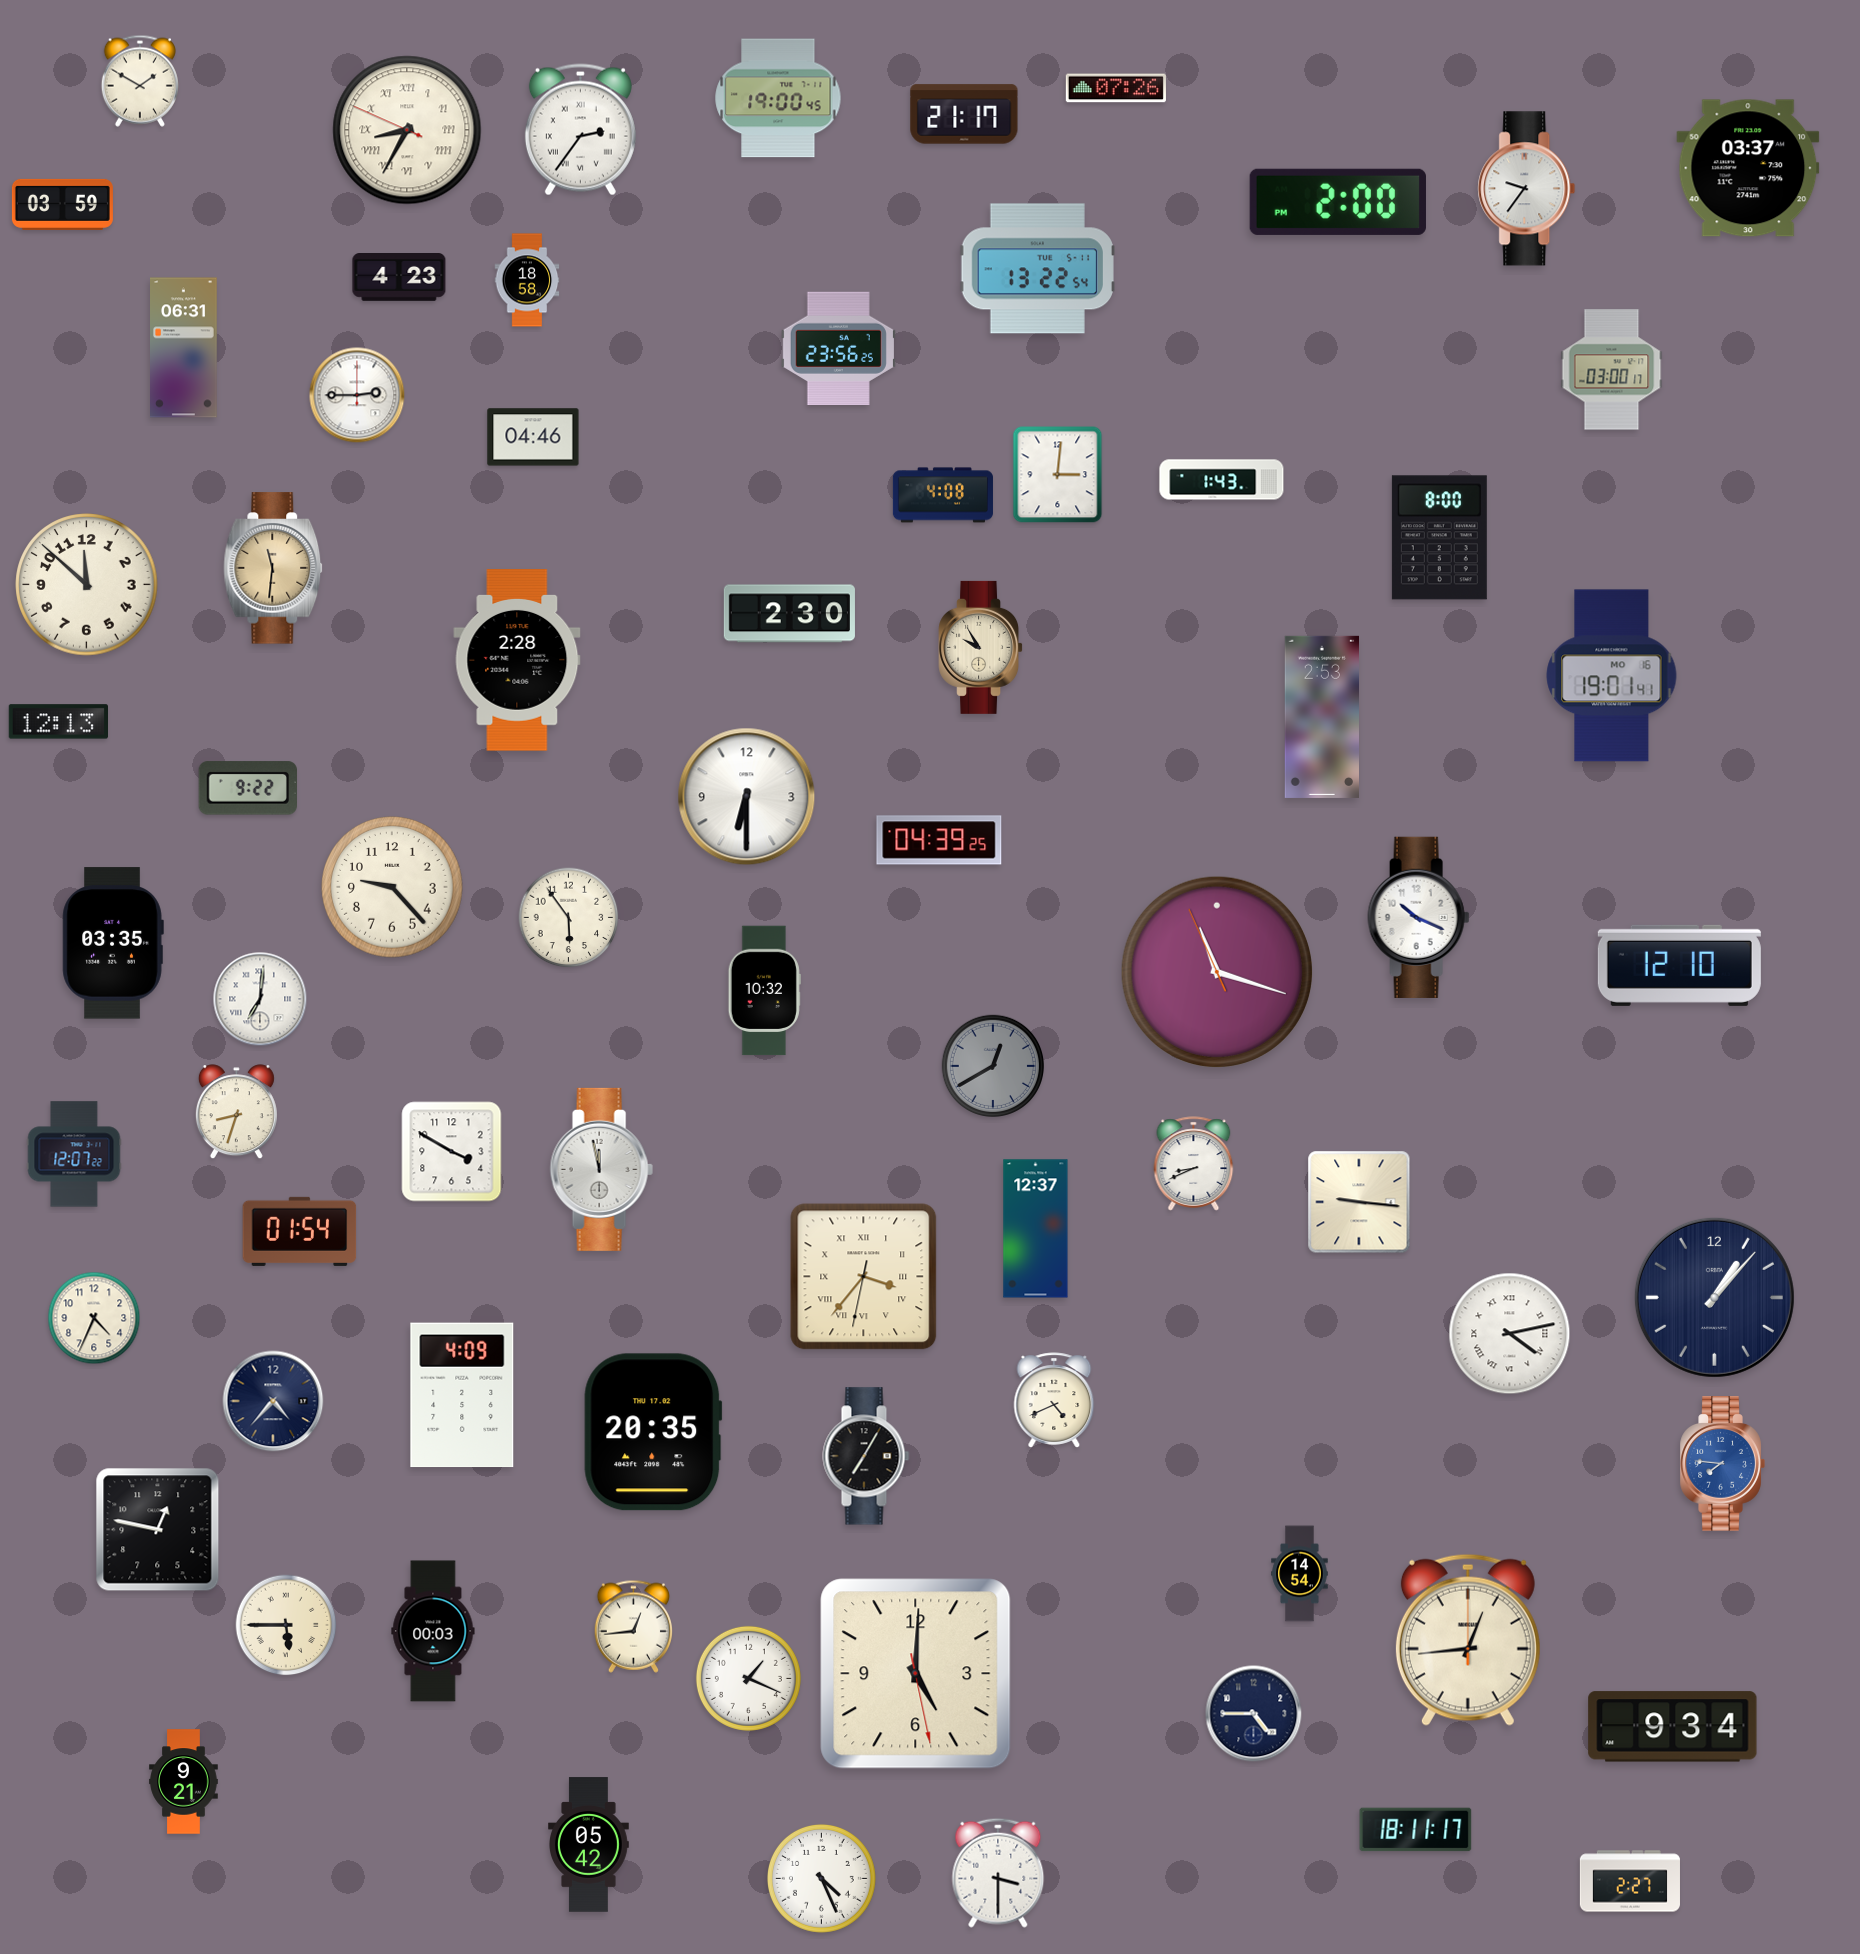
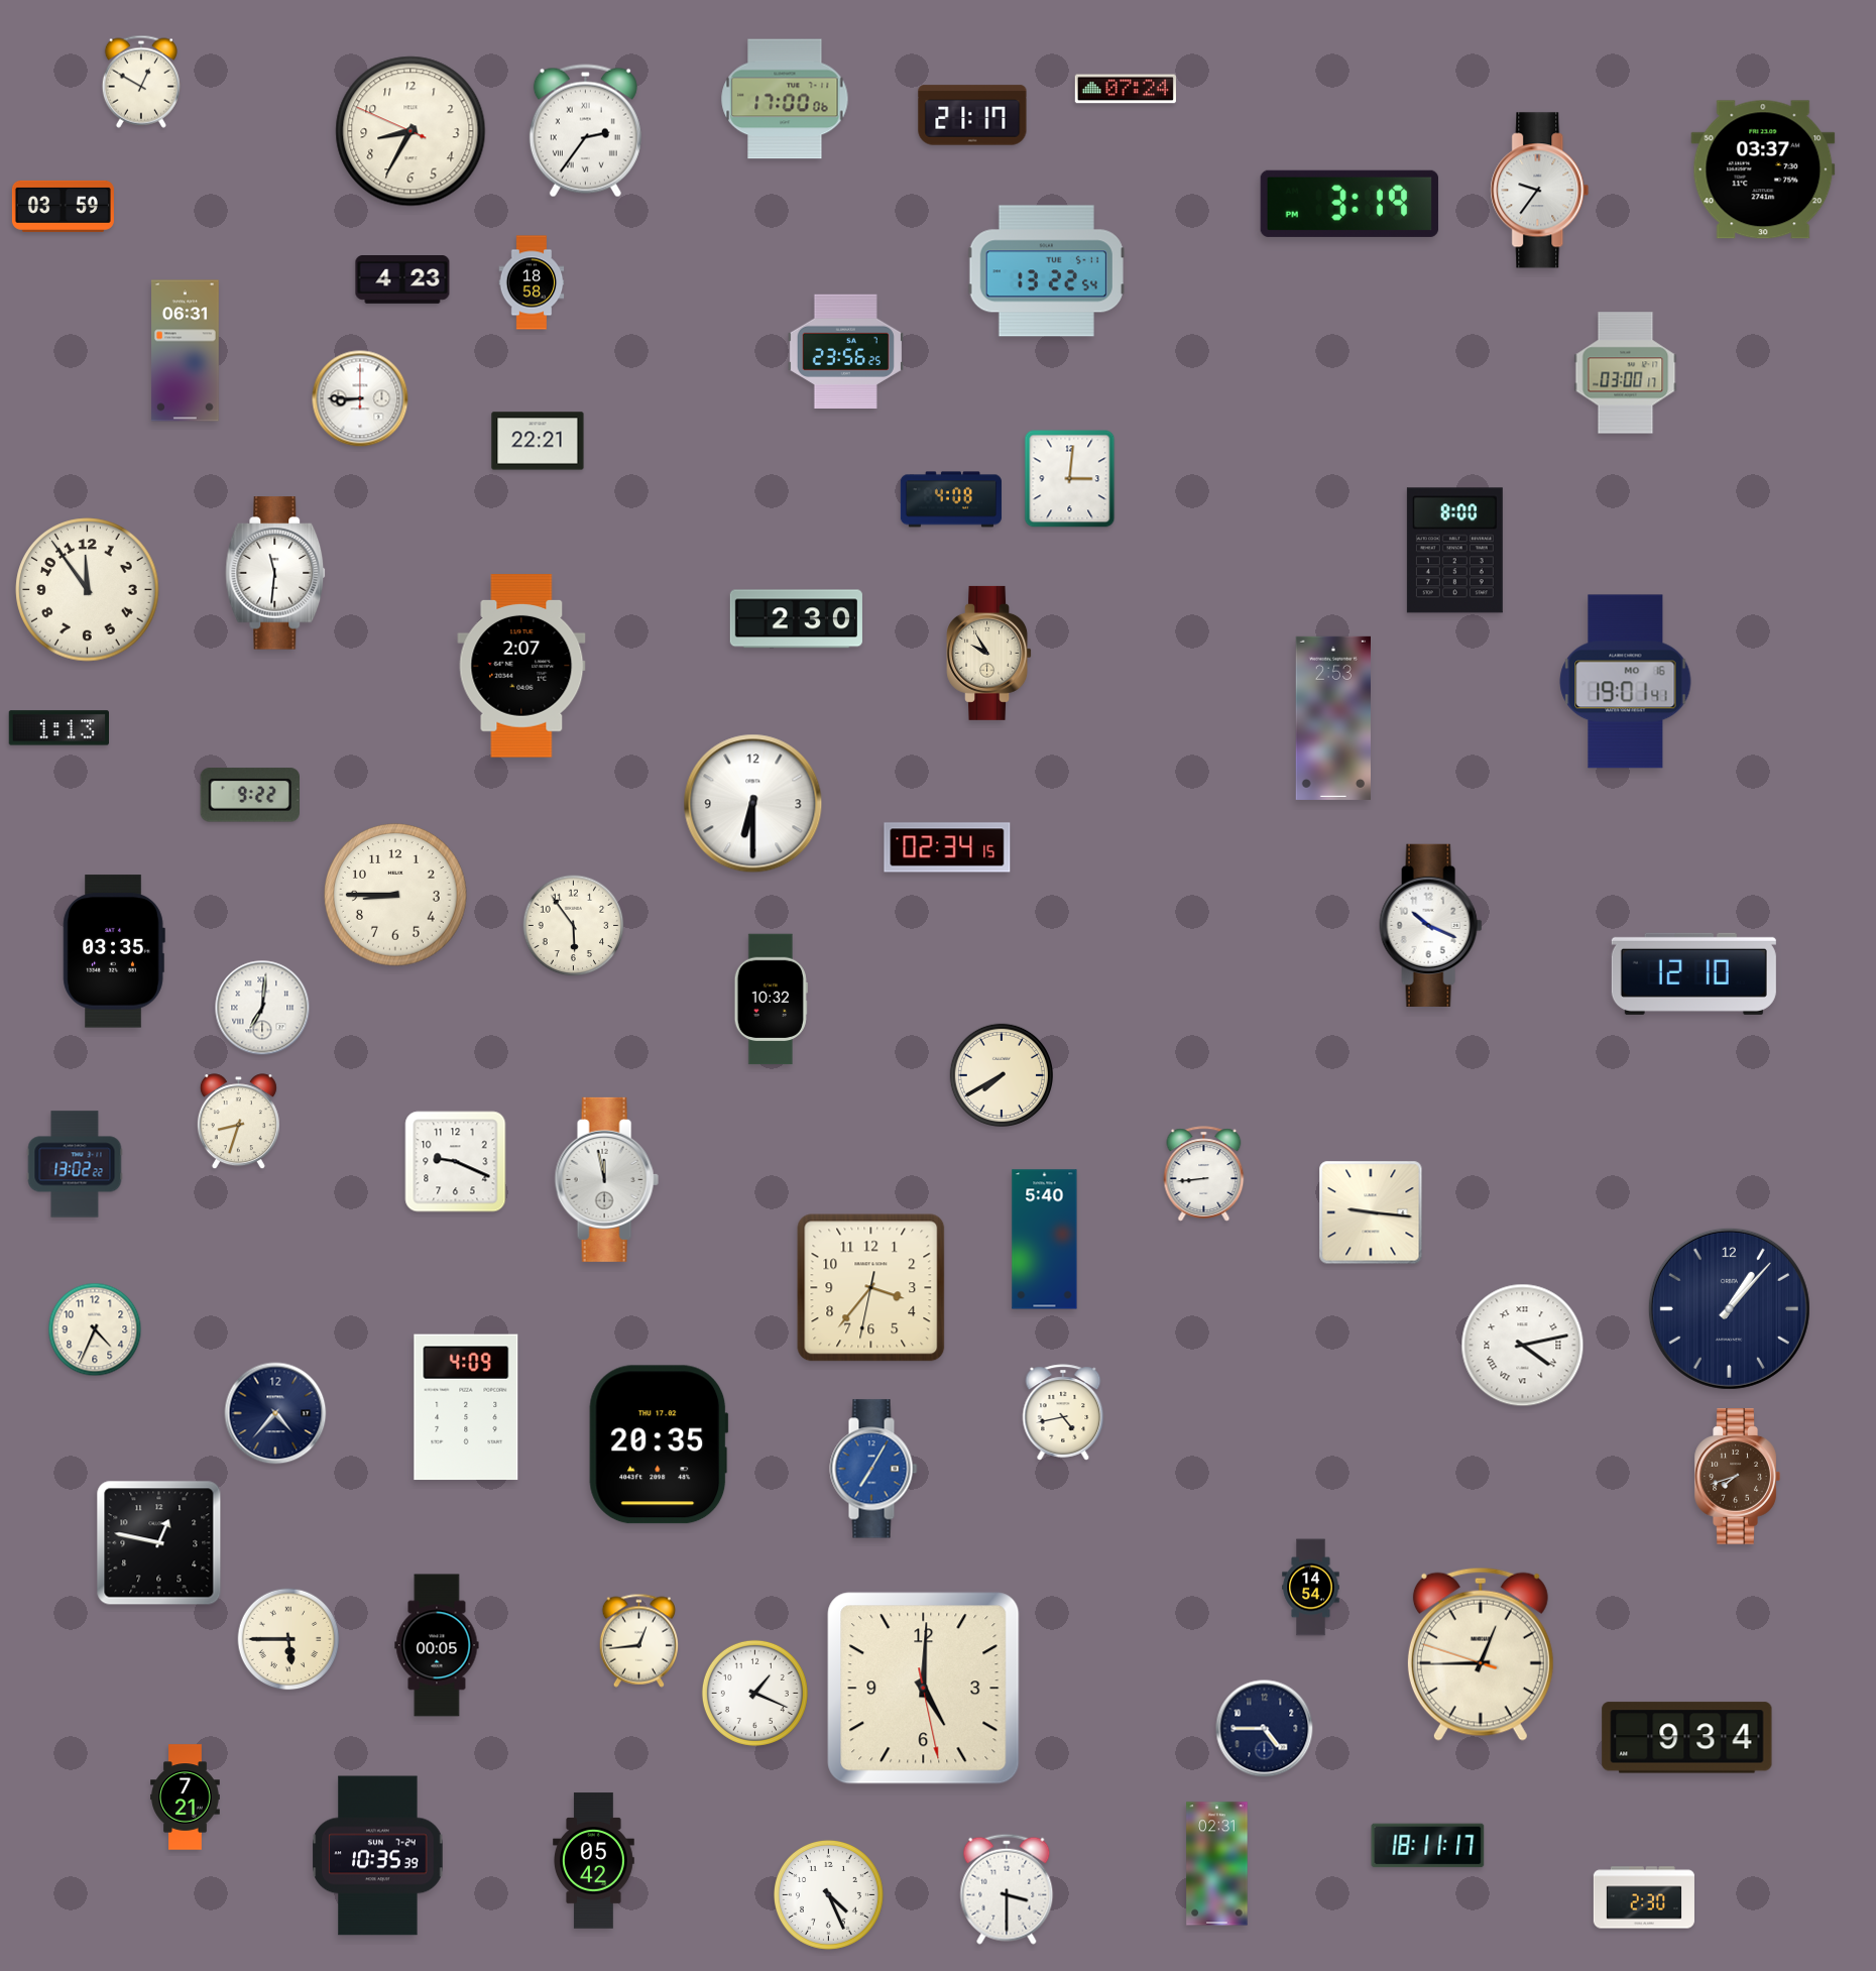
clock at (140, 81): 1:50 -> 12:50
clock at (1116, 88): 07:26 -> 07:24
clock at (778, 98): 19:00 -> 17:00
clock at (407, 130) numerals: Roman -> Arabic
clock at (1338, 202): 2:00 -> 3:19
clock at (357, 395): 2:45 -> 8:45
clock at (533, 437): 04:46 -> 22:21
clock at (1058, 475) position: (1058, 475) -> (1070, 479)
clock at (1222, 480): 1:43 -> none
clock at (1439, 538) position: (1439, 538) -> (1454, 551)
clock at (273, 568) dial: champagne -> white
clock at (87, 585): 11:52 -> 11:54
clock at (517, 660): 2:28 -> 2:07
clock at (1321, 717) position: (1321, 717) -> (1332, 718)
clock at (58, 722): 12:13 -> 1:13
clock at (939, 840): 04:39 -> 02:34
clock at (392, 887): 9:23 -> 8:45
clock at (1217, 972): 11:17 -> none
clock at (992, 1065): 12:40 -> 7:40
clock at (992, 1065) dial: grey -> cream
clock at (452, 1152): 3:50 -> 9:19
clock at (74, 1154): 12:07 -> 13:02
clock at (1194, 1164): 8:41 -> 8:44
clock at (1036, 1229): 12:37 -> 5:40
clock at (300, 1231): 01:54 -> none
clock at (864, 1277) numerals: Roman -> Arabic
clock at (1054, 1400): 4:41 -> 4:43
clock at (866, 1456) dial: black -> blue
clock at (1722, 1464): 7:46 -> 7:42
clock at (1722, 1464) dial: blue -> brown
clock at (433, 1631): 00:03 -> 00:05
clock at (1468, 1640): 12:44:00 -> 12:44:48
clock at (1673, 1727) position: (1673, 1727) -> (1687, 1738)
clock at (184, 1782): 9:21 -> 7:21
clock at (378, 1856): none -> 10:35
clock at (1217, 1864): none -> 02:31
clock at (1630, 1881): 2:27 -> 2:30
